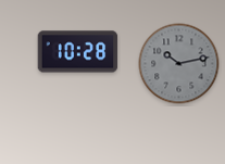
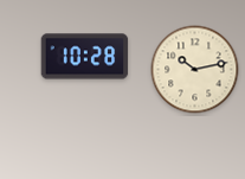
clock at (179, 64) dial: grey -> cream
